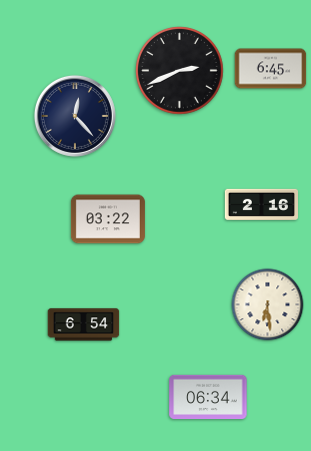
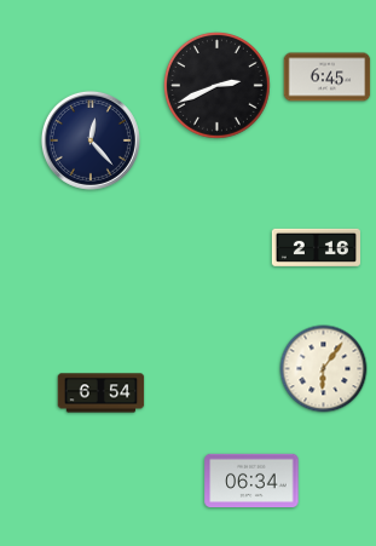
clock at (271, 69) position: (271, 69) -> (328, 77)
clock at (108, 219): 03:22 -> none
clock at (268, 305): 6:29 -> 6:06
